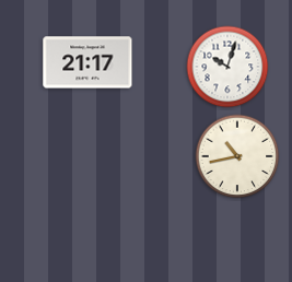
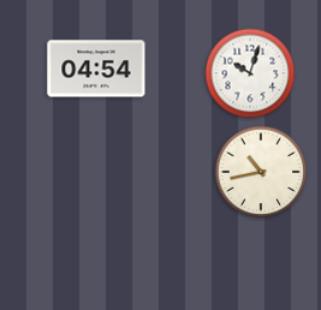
clock at (87, 62): 21:17 -> 04:54
